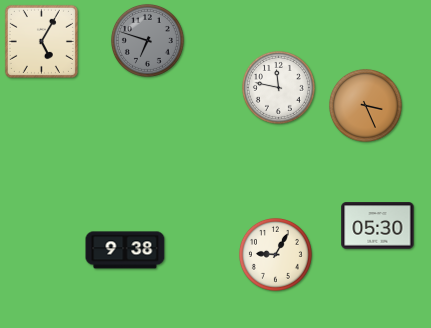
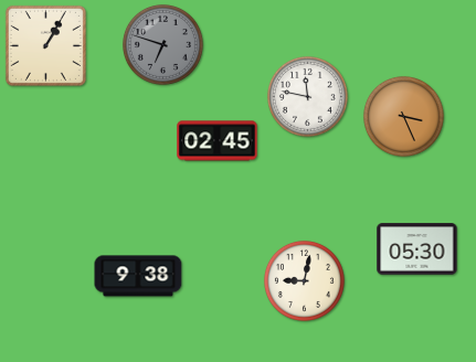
clock at (41, 41): 5:05 -> 1:05
clock at (218, 141): none -> 02:45
clock at (275, 254): 9:05 -> 9:02
